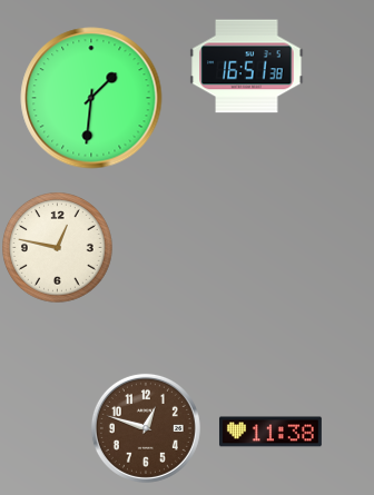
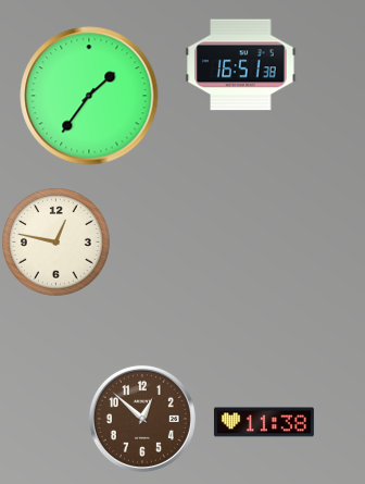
clock at (91, 98): 1:31 -> 1:36
clock at (146, 428): 12:48 -> 12:52
